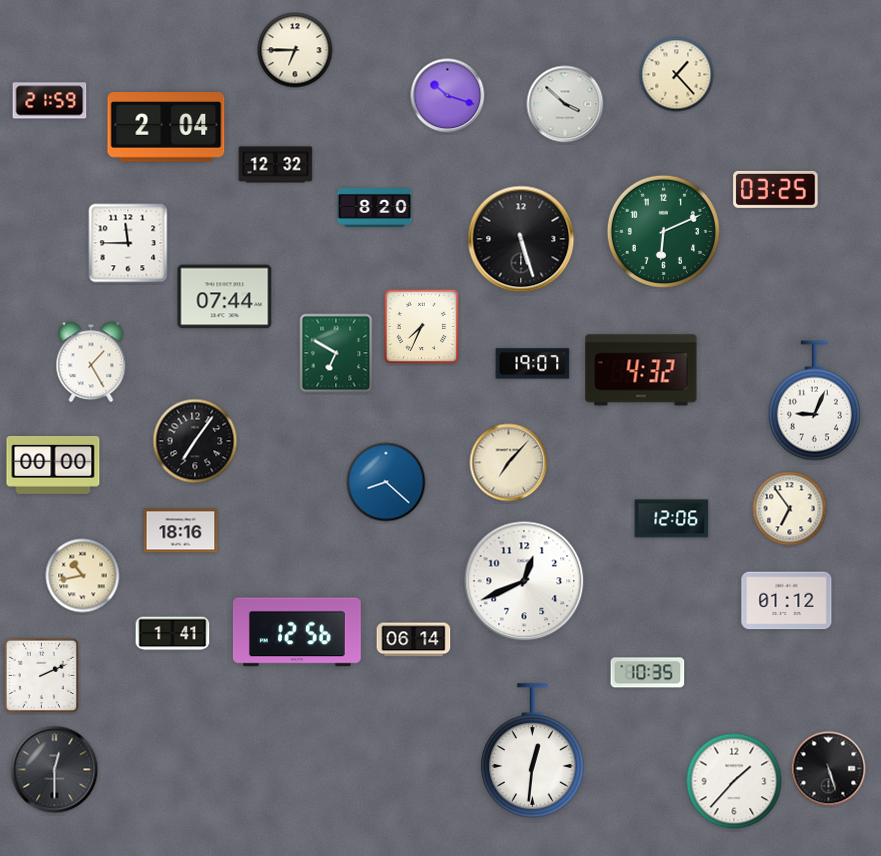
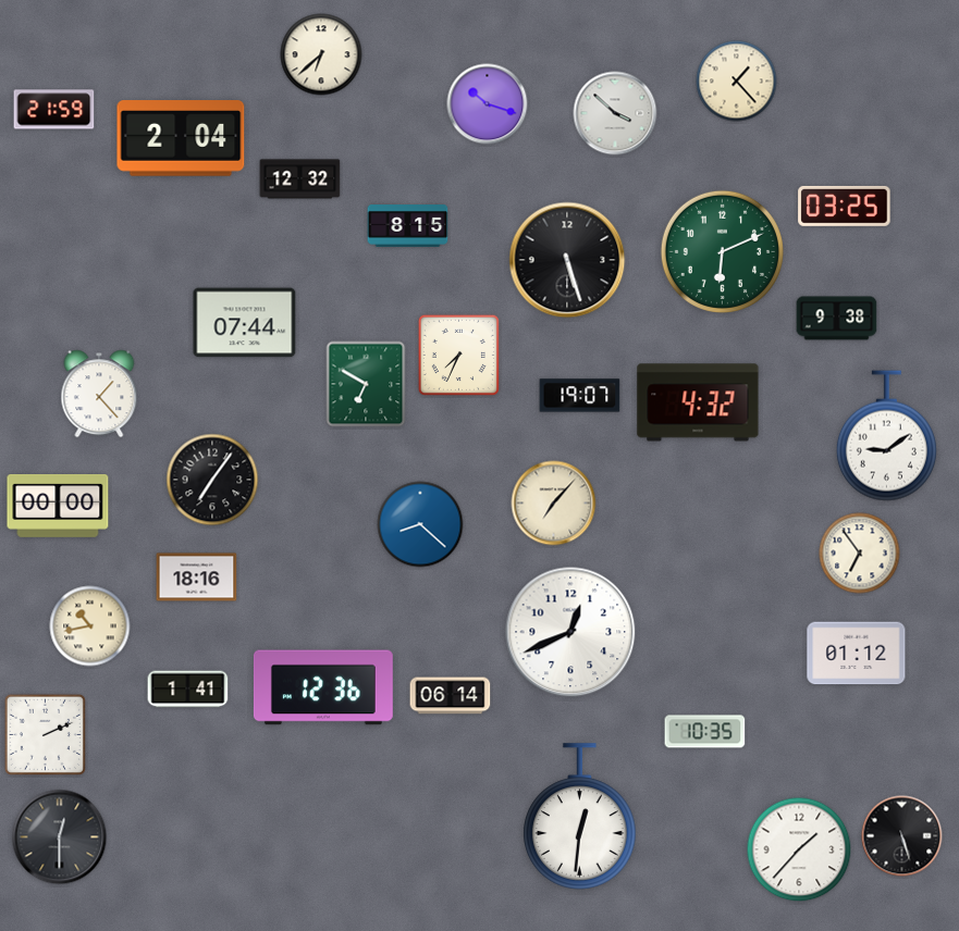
clock at (295, 50): 6:45 -> 6:38
clock at (375, 208): 8:20 -> 8:15
clock at (128, 243): 11:45 -> none
clock at (837, 319): none -> 9:38
clock at (91, 362): 1:25 -> 1:23
clock at (814, 401): 9:04 -> 9:09
clock at (672, 519): 12:06 -> none
clock at (297, 632): 12:56 -> 12:36
